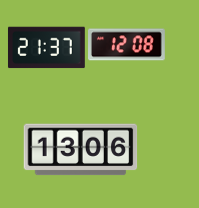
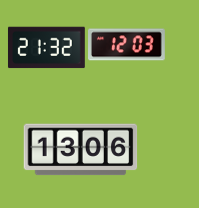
clock at (127, 45): 12:08 -> 12:03
clock at (46, 48): 21:37 -> 21:32
